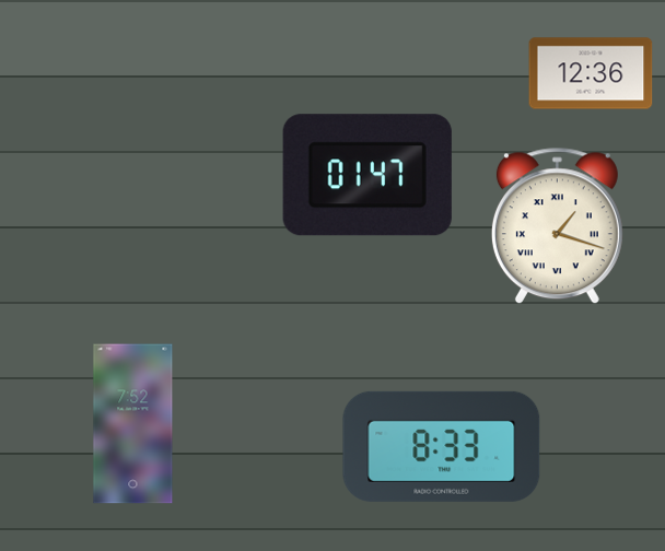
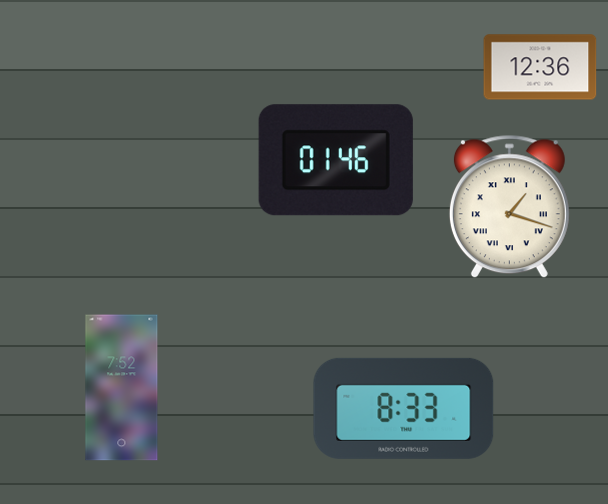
clock at (367, 175): 01:47 -> 01:46
